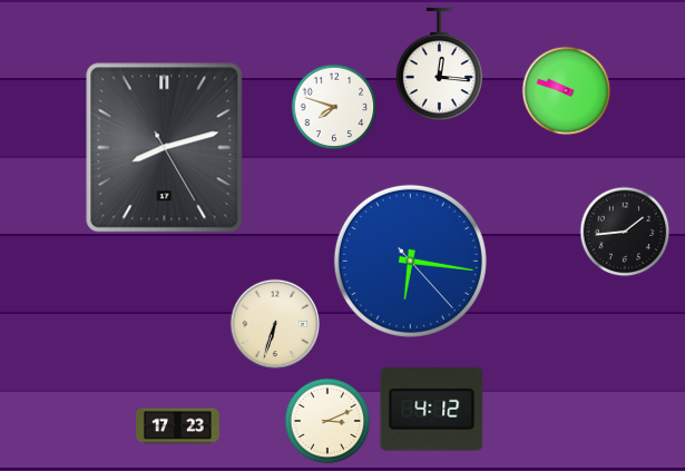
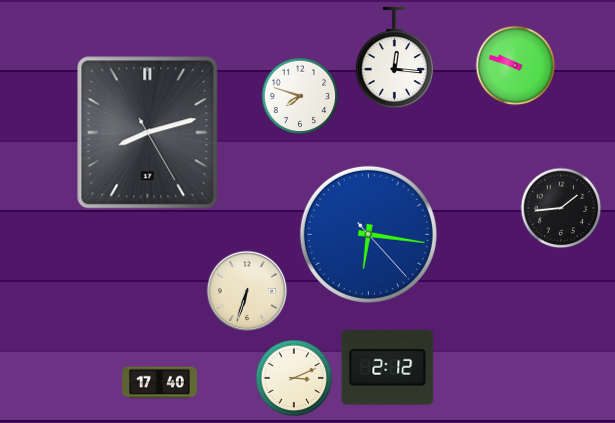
clock at (567, 91) position: (567, 91) -> (516, 66)
clock at (432, 410): 4:12 -> 2:12
clock at (178, 426): 17:23 -> 17:40
